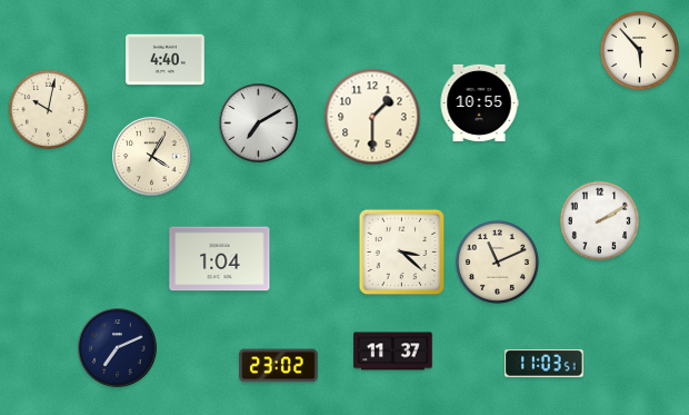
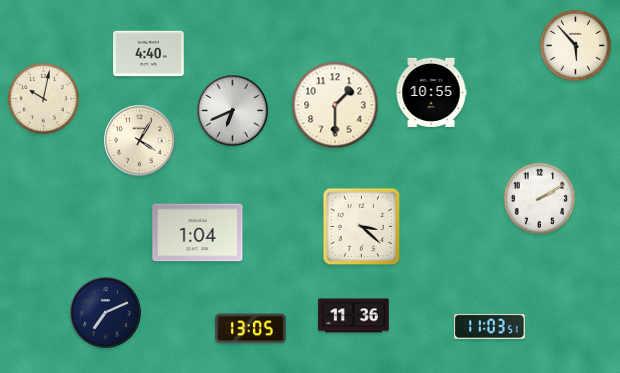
clock at (259, 123): 7:10 -> 6:41
clock at (152, 157) position: (152, 157) -> (140, 141)
clock at (498, 263): 11:11 -> none
clock at (393, 352): 11:37 -> 11:36
clock at (279, 366): 23:02 -> 13:05
